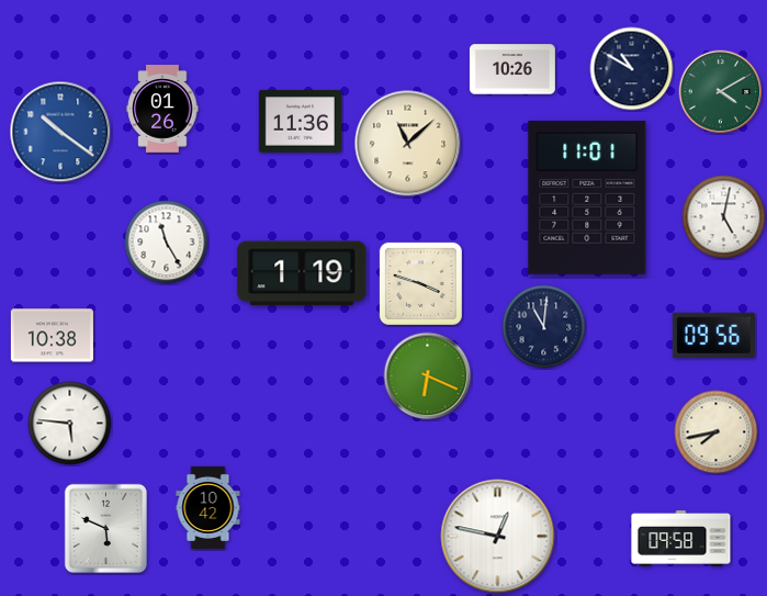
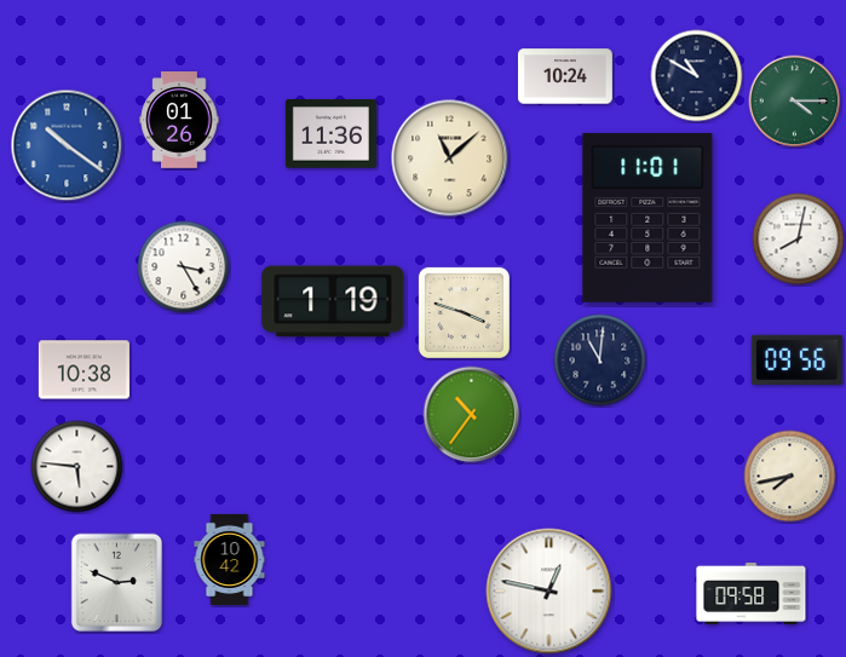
clock at (512, 69): 10:26 -> 10:24
clock at (721, 92): 4:10 -> 4:15
clock at (724, 217): 5:02 -> 8:02
clock at (167, 243): 11:25 -> 3:25
clock at (713, 335) position: (713, 335) -> (796, 359)
clock at (52, 336) position: (52, 336) -> (84, 370)
clock at (428, 376): 6:19 -> 10:36
clock at (105, 528): 5:49 -> 2:49
